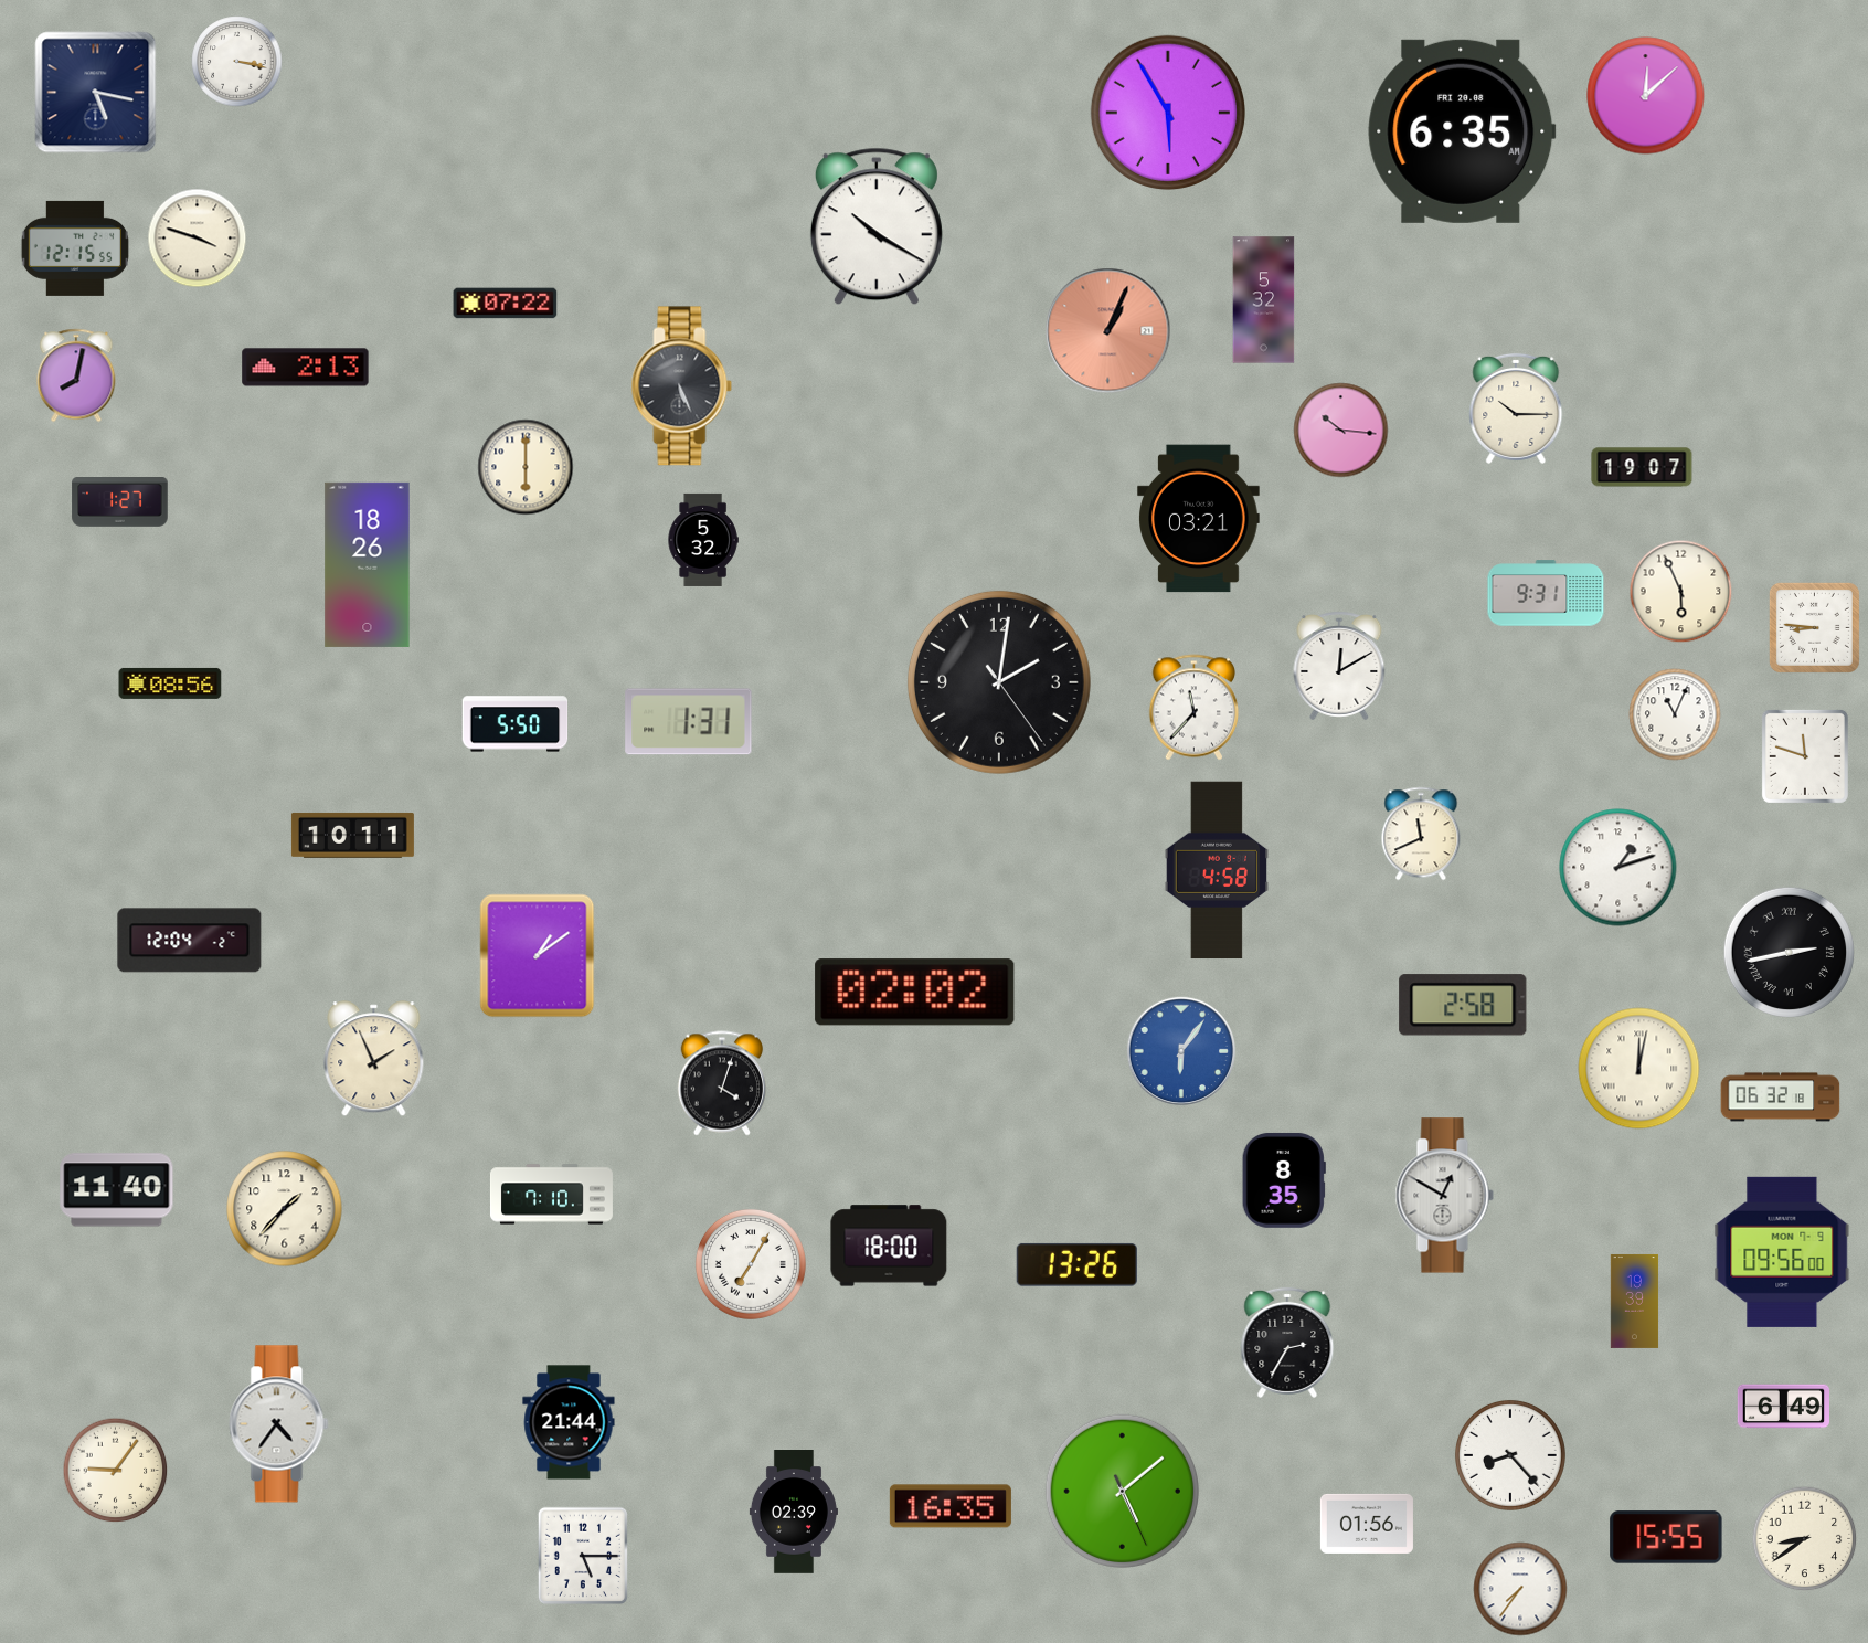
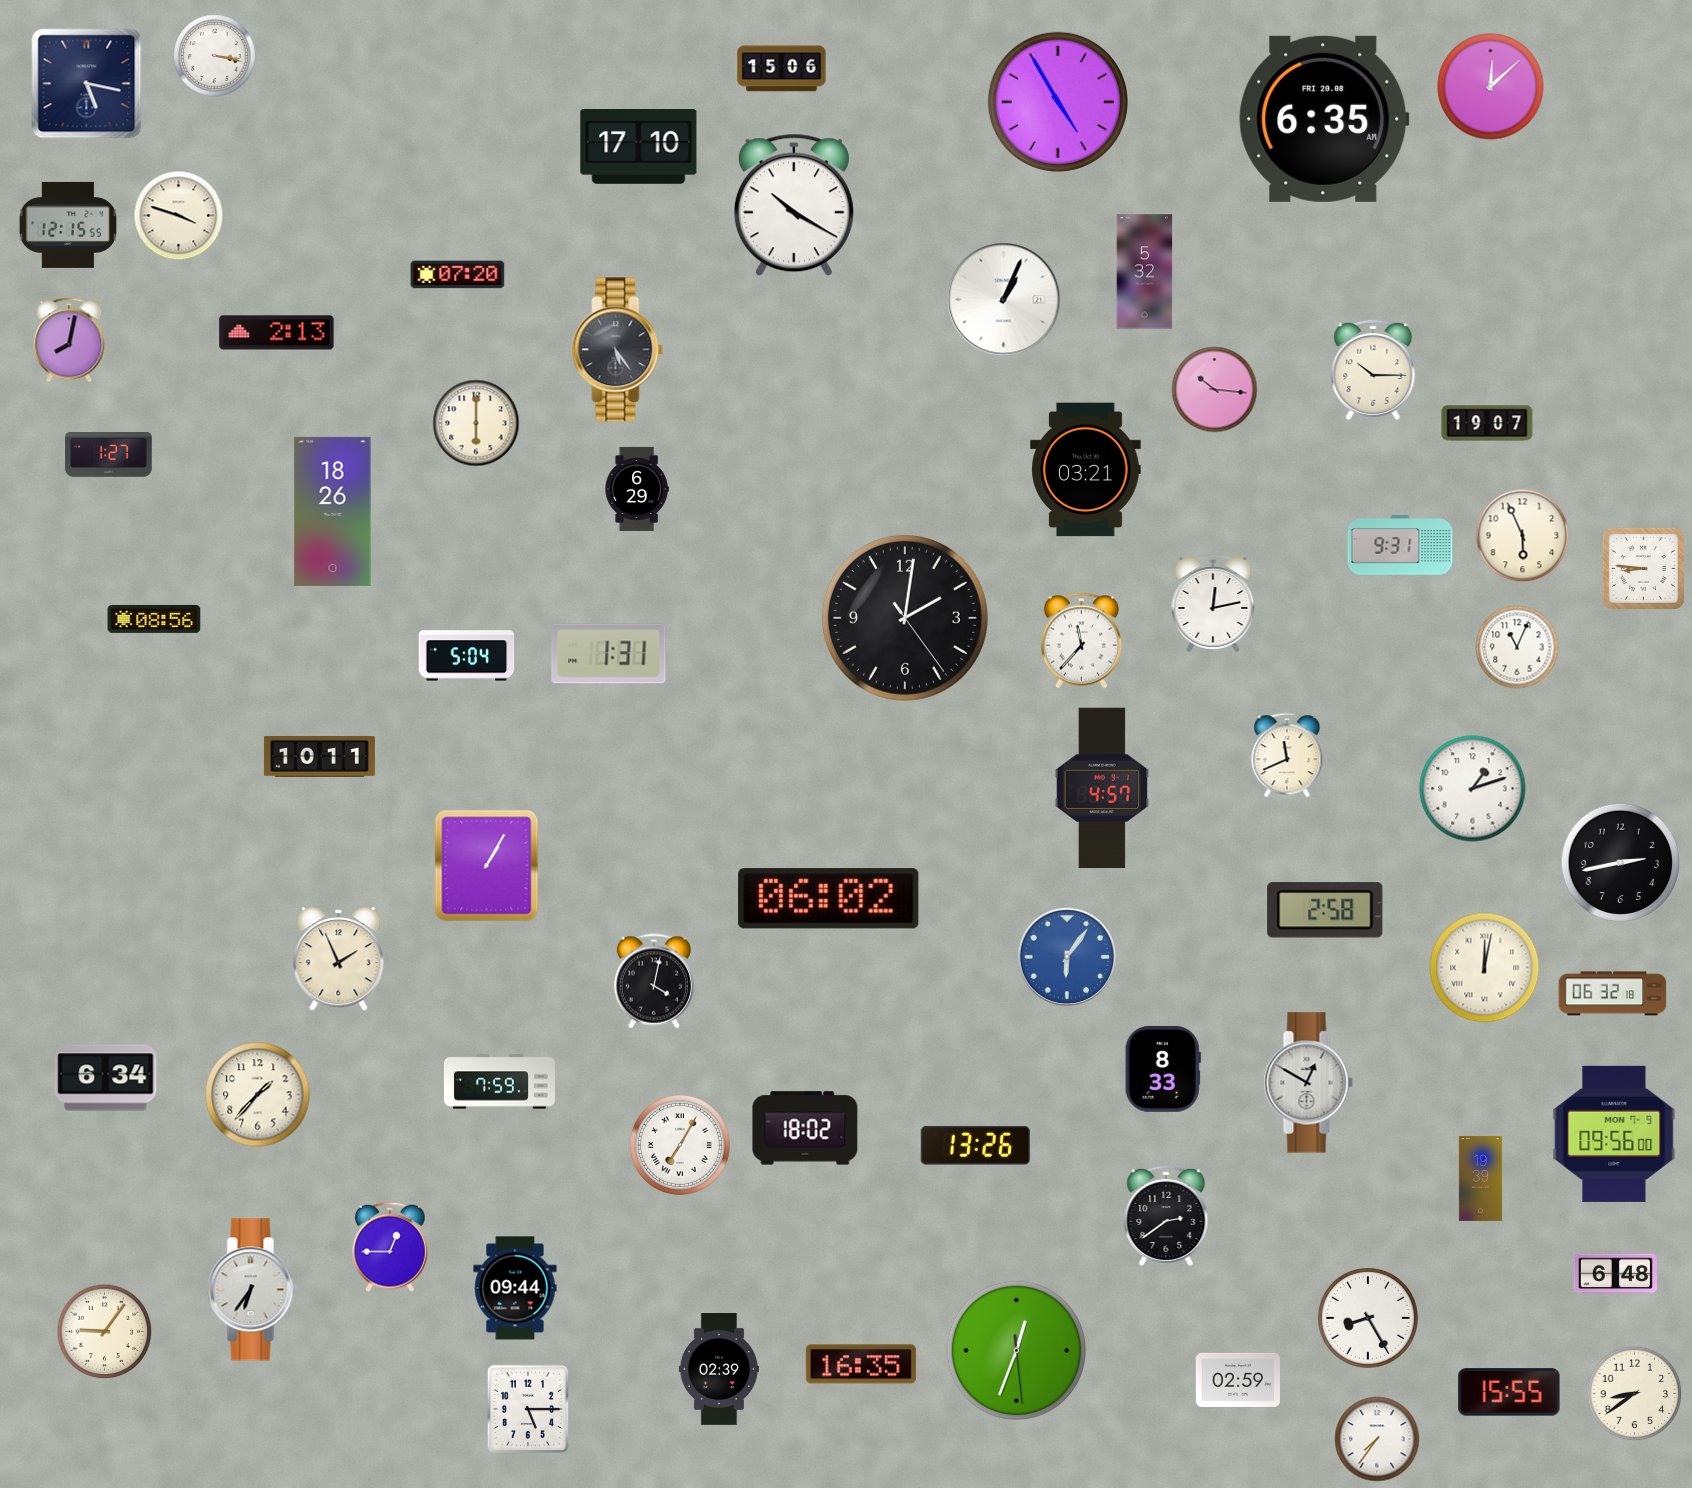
clock at (782, 69): none -> 15:06
clock at (1168, 113): 5:55 -> 4:55
clock at (639, 147): none -> 17:10
clock at (506, 304): 07:22 -> 07:20
clock at (1108, 331) dial: salmon -> white
clock at (682, 386): 5:26 -> 5:24
clock at (703, 540): 5:32 -> 6:29
clock at (1546, 593) position: (1546, 593) -> (1400, 545)
clock at (1339, 666): 12:10 -> 12:13
clock at (689, 722) position: (689, 722) -> (609, 654)
clock at (516, 724): 5:50 -> 5:04
clock at (1805, 756): 11:48 -> none
clock at (1618, 868) position: (1618, 868) -> (1473, 789)
clock at (1217, 870): 4:58 -> 4:57
clock at (190, 941): 12:04 -> none
clock at (1789, 952) numerals: Roman -> Arabic
clock at (538, 956): 1:09 -> 1:05
clock at (915, 993): 02:02 -> 06:02
clock at (1180, 1050) position: (1180, 1050) -> (1066, 956)
clock at (721, 1083): 4:03 -> 4:02
clock at (1284, 1180): 8:35 -> 8:33
clock at (117, 1190): 11:40 -> 6:34
clock at (551, 1195): 7:10 -> 7:59
clock at (889, 1245): 18:00 -> 18:02
clock at (1287, 1343): 2:35 -> 2:39
clock at (391, 1247): none -> 12:45
clock at (1783, 1407): 6:49 -> 6:48
clock at (569, 1422): 21:44 -> 09:44
clock at (279, 1424): 4:36 -> 6:36
clock at (1510, 1455): 8:23 -> 8:25
clock at (1122, 1491): 5:08 -> 12:33
clock at (1367, 1524): 01:56 -> 02:59
